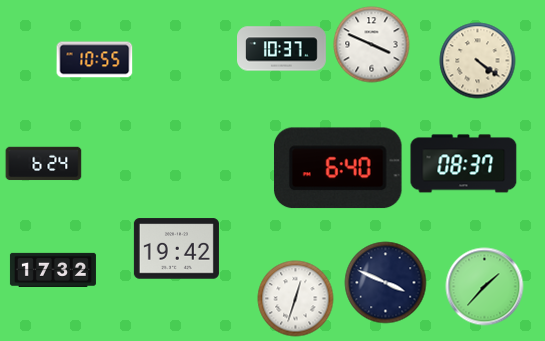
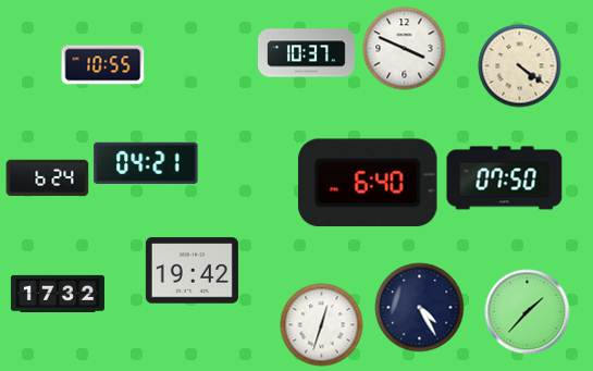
clock at (146, 163): none -> 04:21
clock at (464, 164): 08:37 -> 07:50
clock at (386, 283): 3:49 -> 4:25
